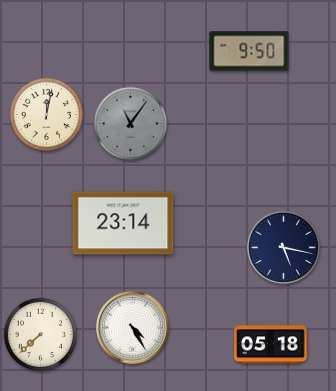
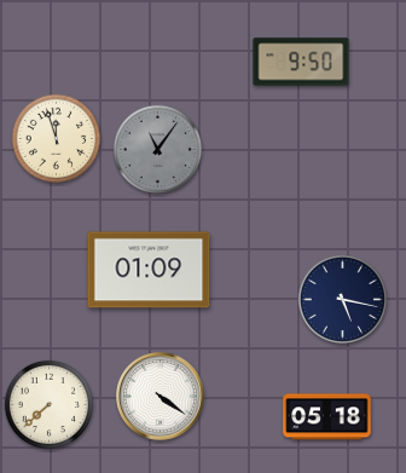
clock at (46, 114): 12:02 -> 11:57
clock at (123, 223): 23:14 -> 01:09
clock at (133, 328): 4:25 -> 4:21
